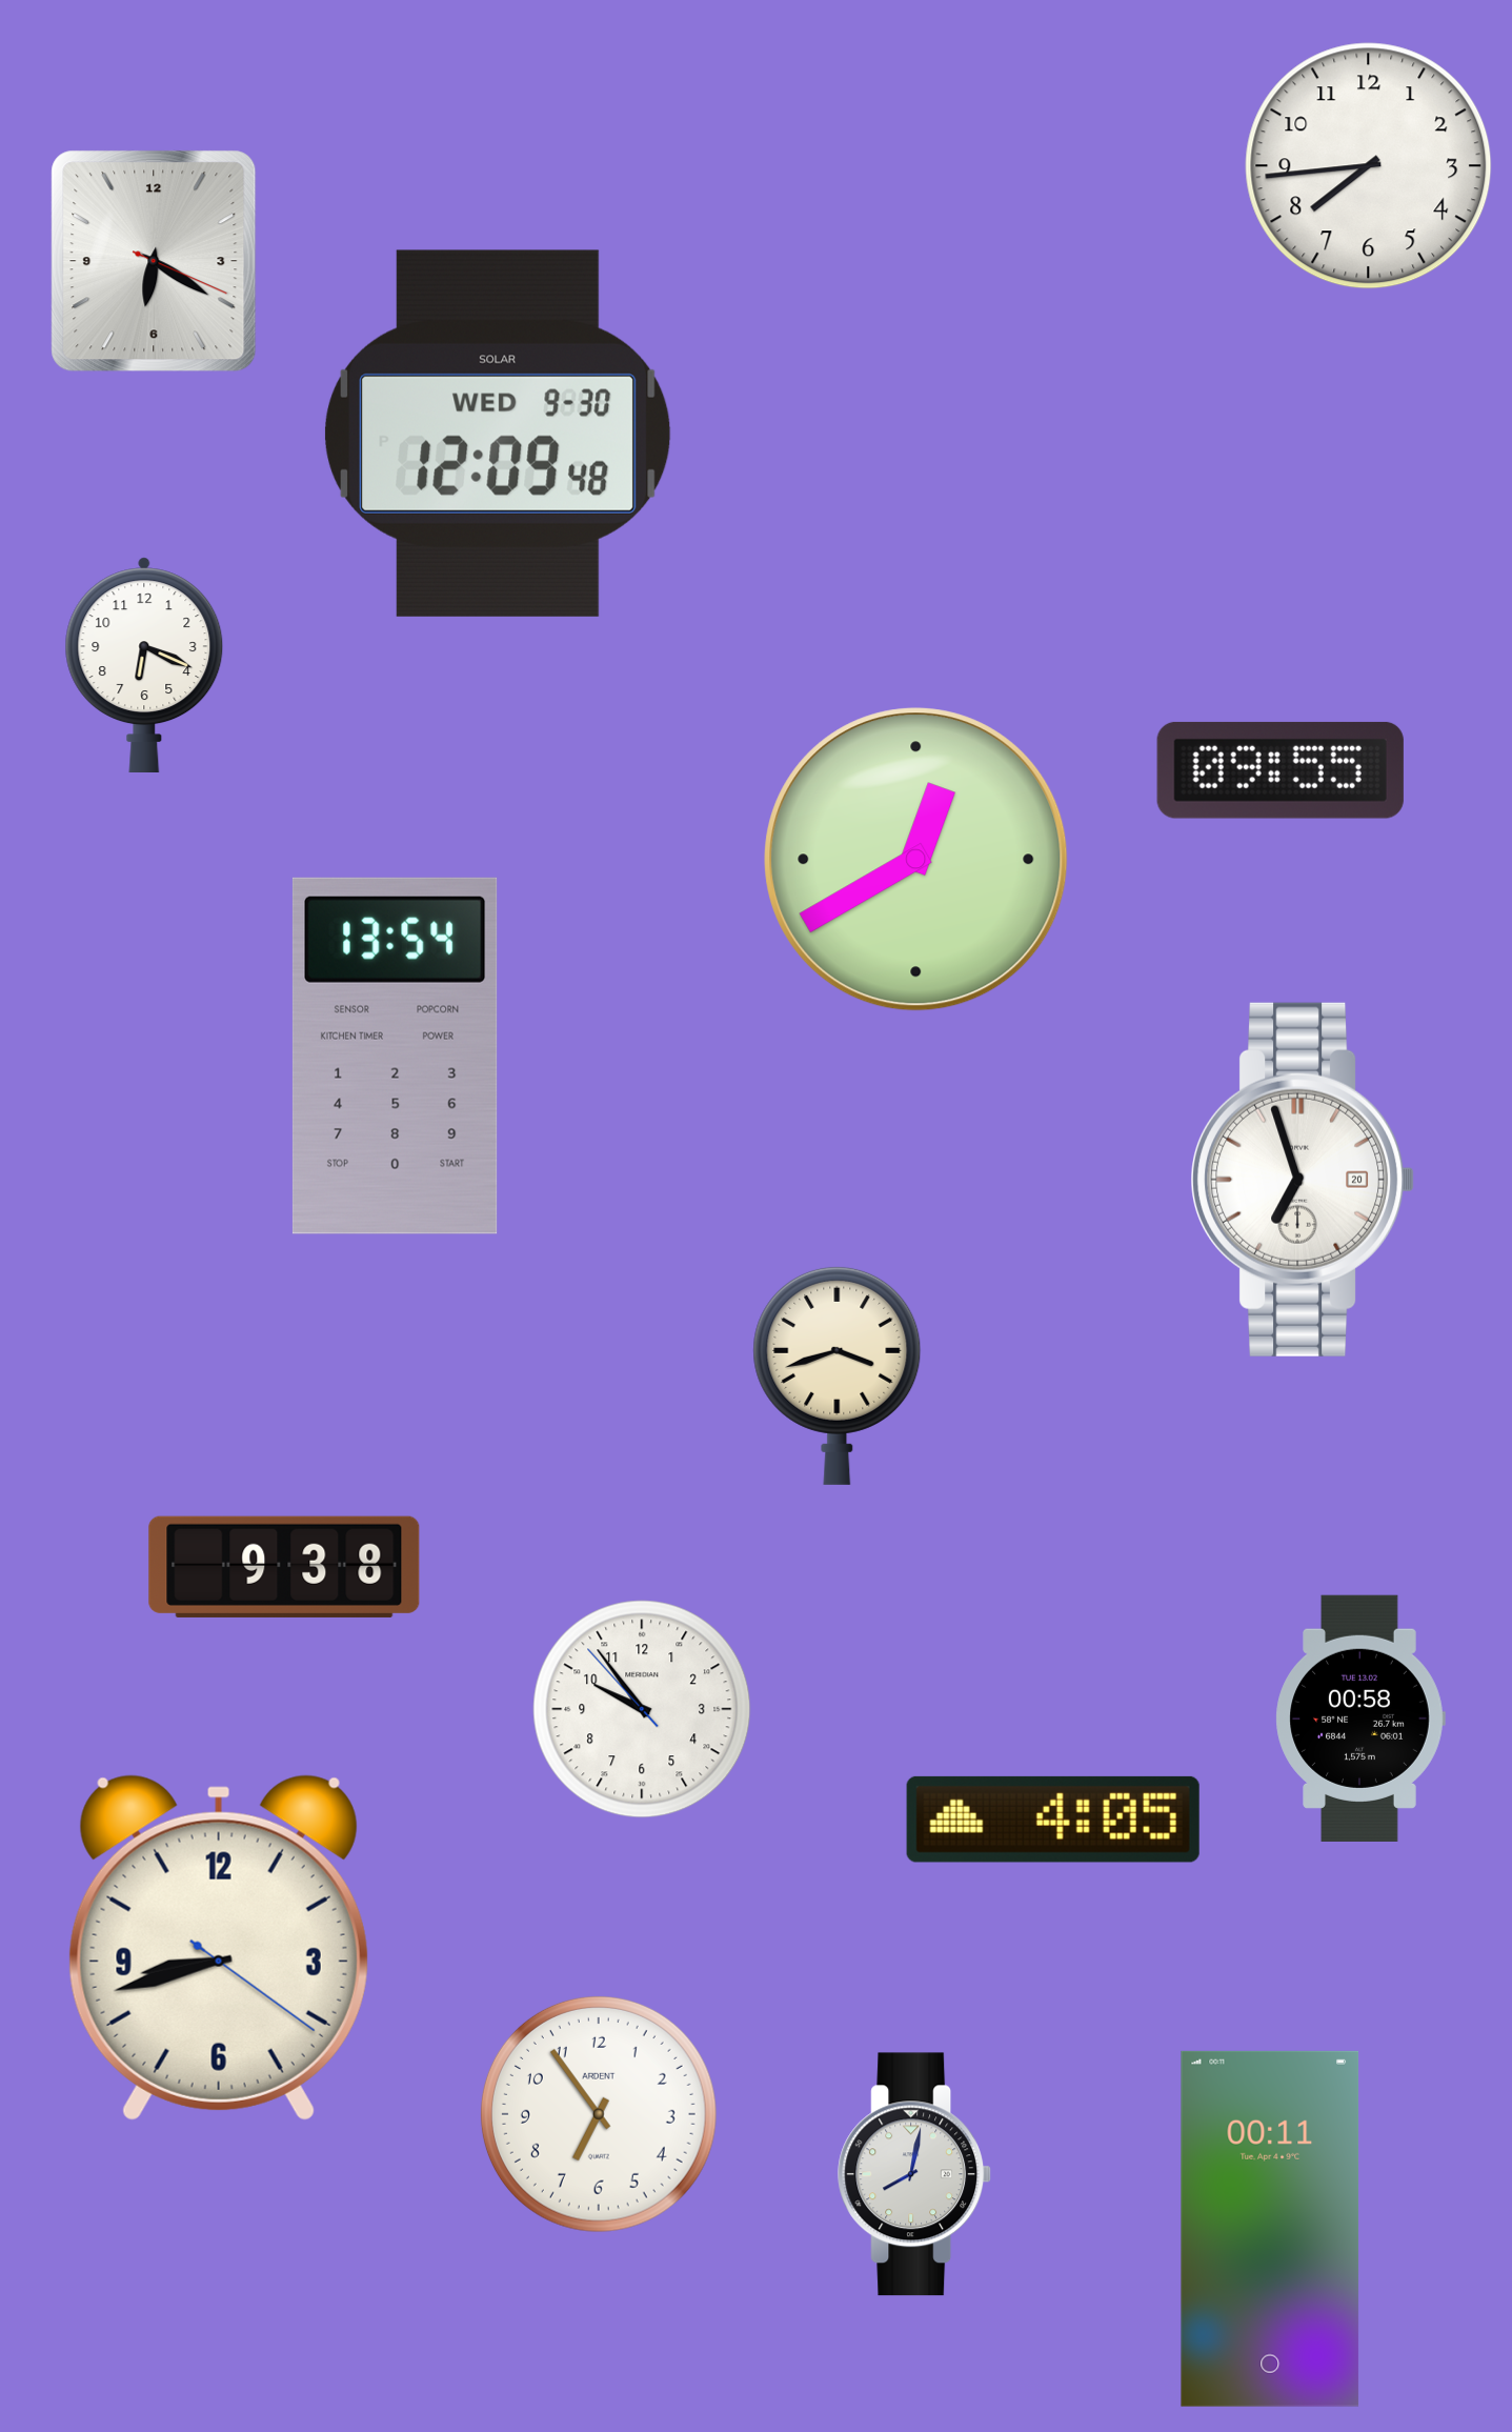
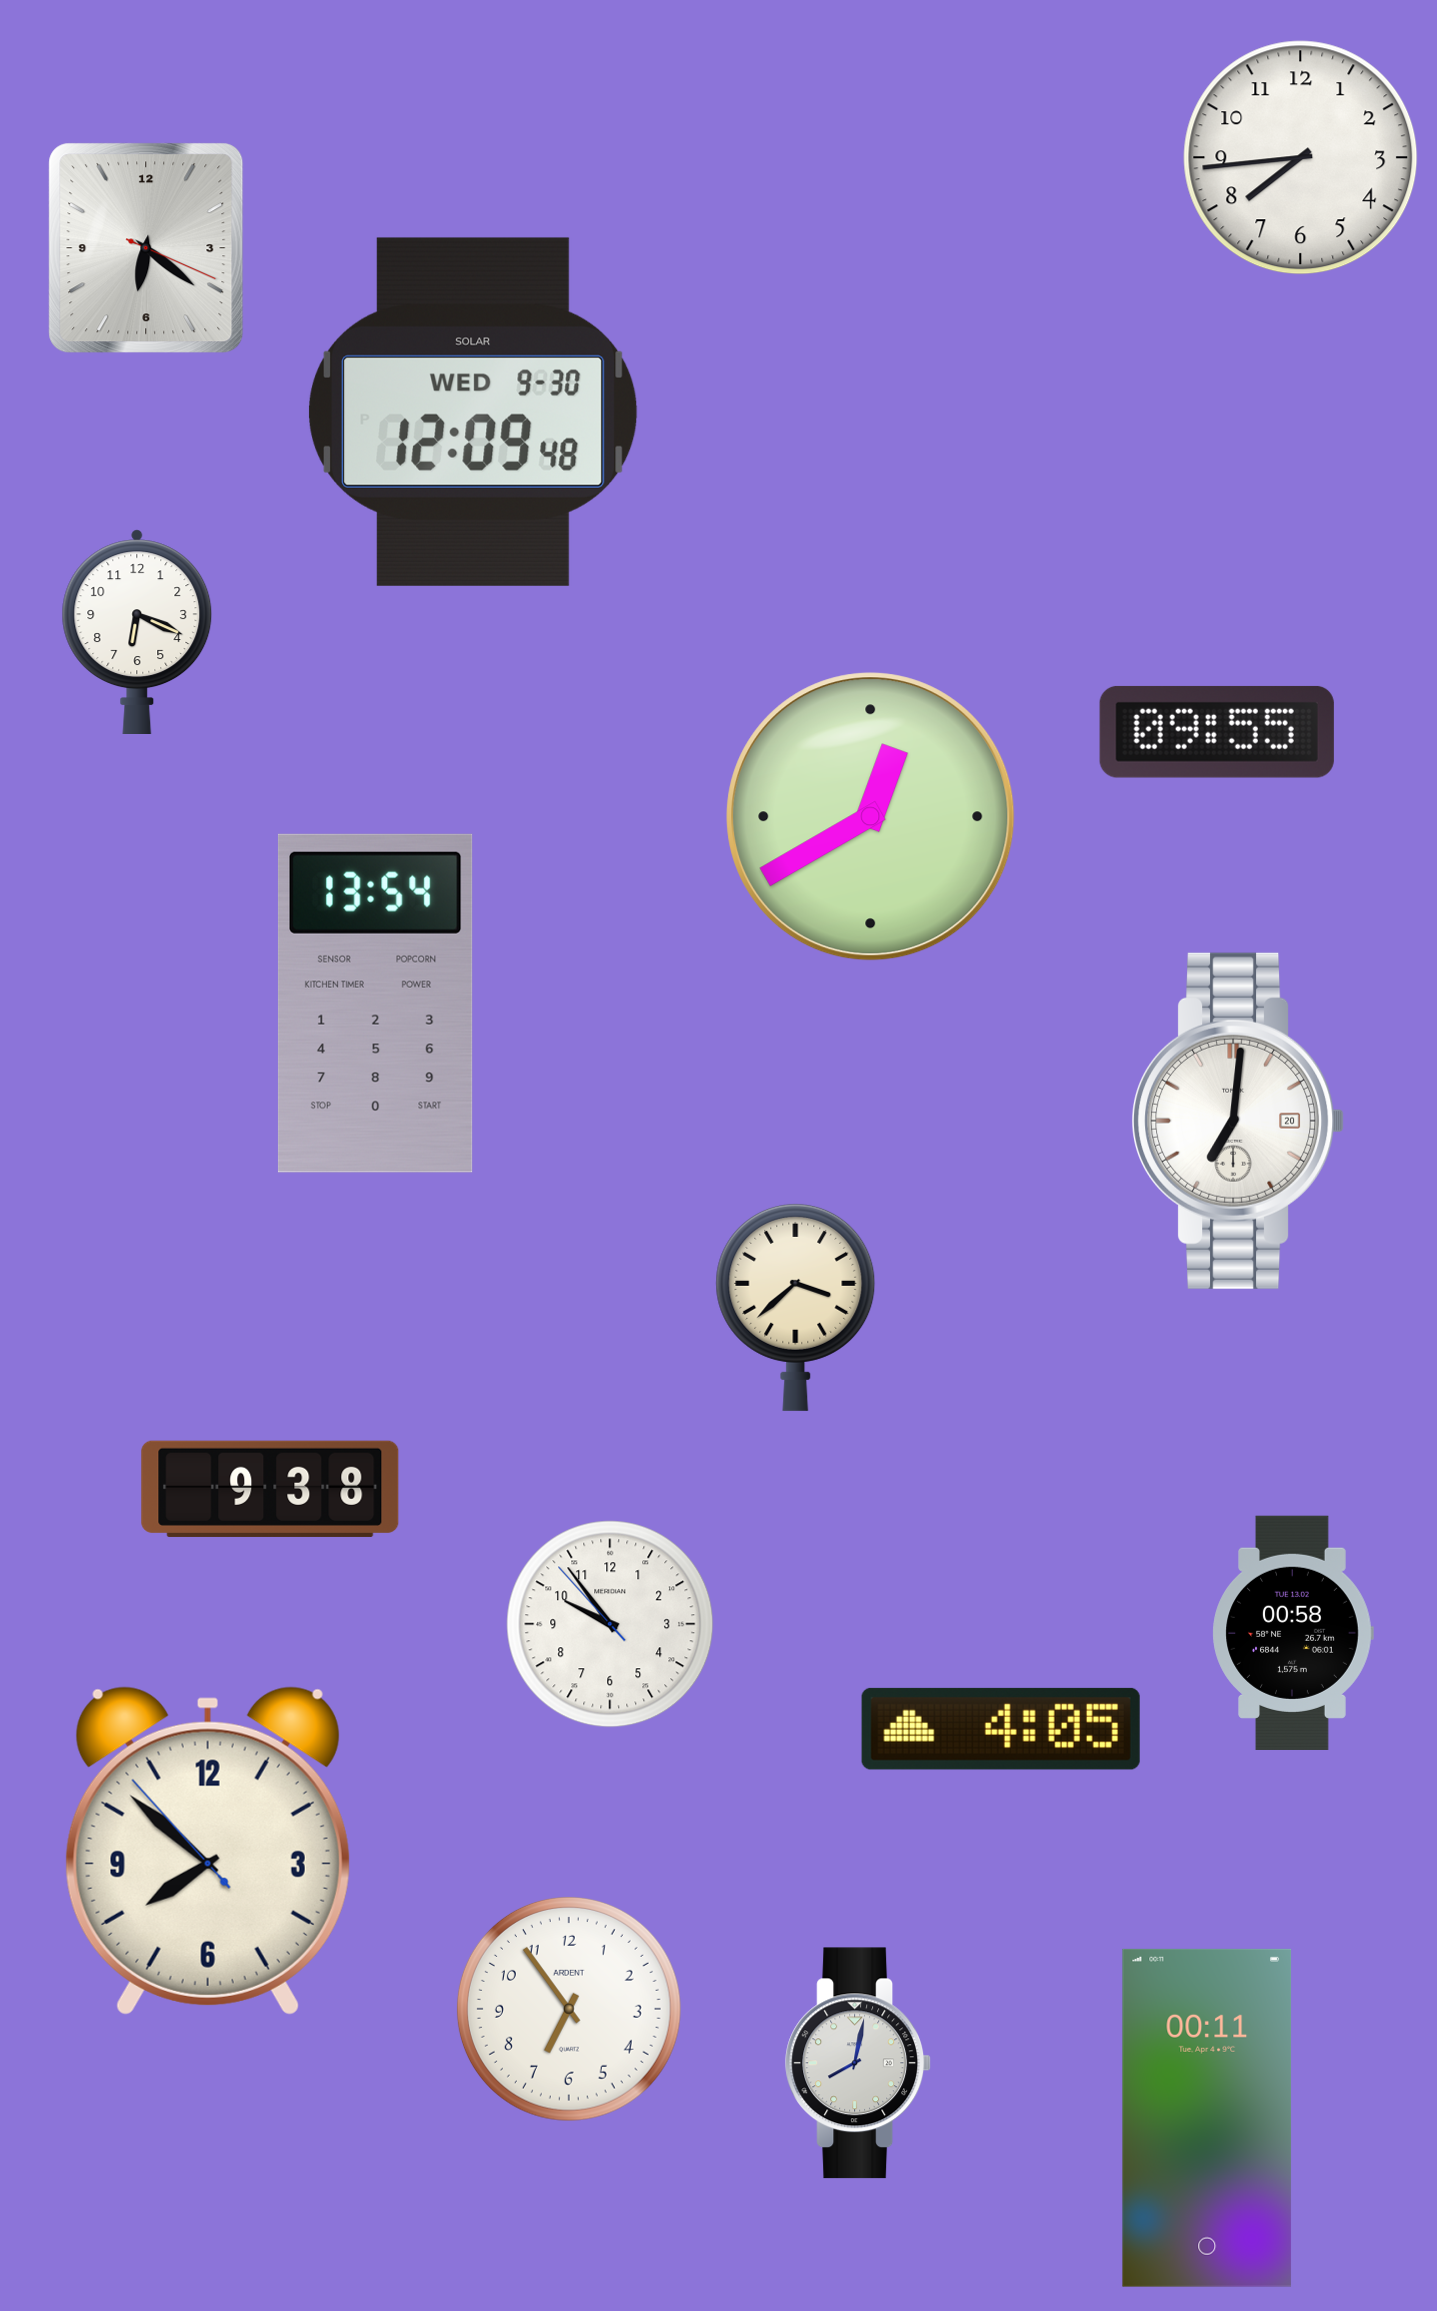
clock at (154, 261): 6:20 -> 6:21
clock at (1303, 1180): 6:57 -> 7:01
clock at (838, 1375): 3:42 -> 3:38
clock at (219, 1948): 8:42 -> 7:51
clock at (915, 2174) position: (915, 2174) -> (859, 2063)
